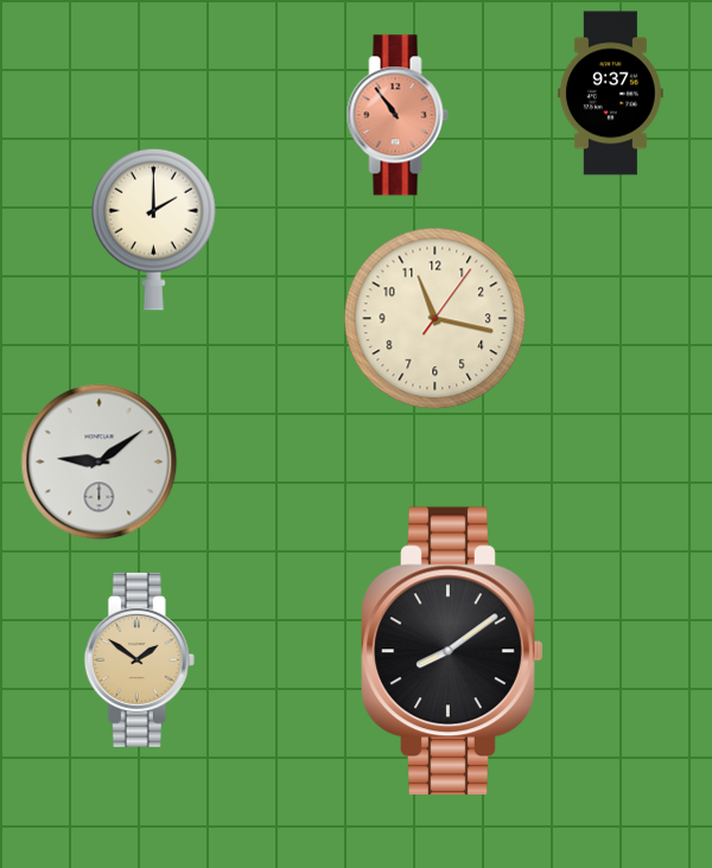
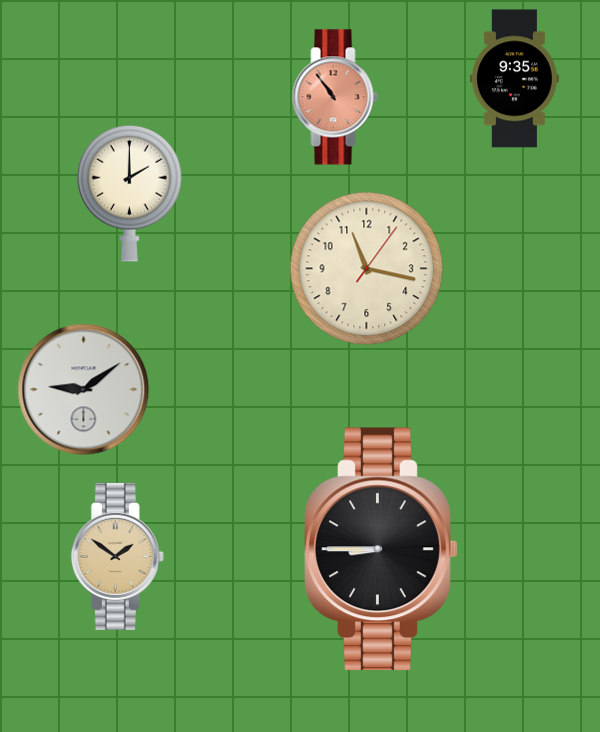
clock at (610, 94): 9:37 -> 9:35
clock at (452, 651): 8:09 -> 8:45
